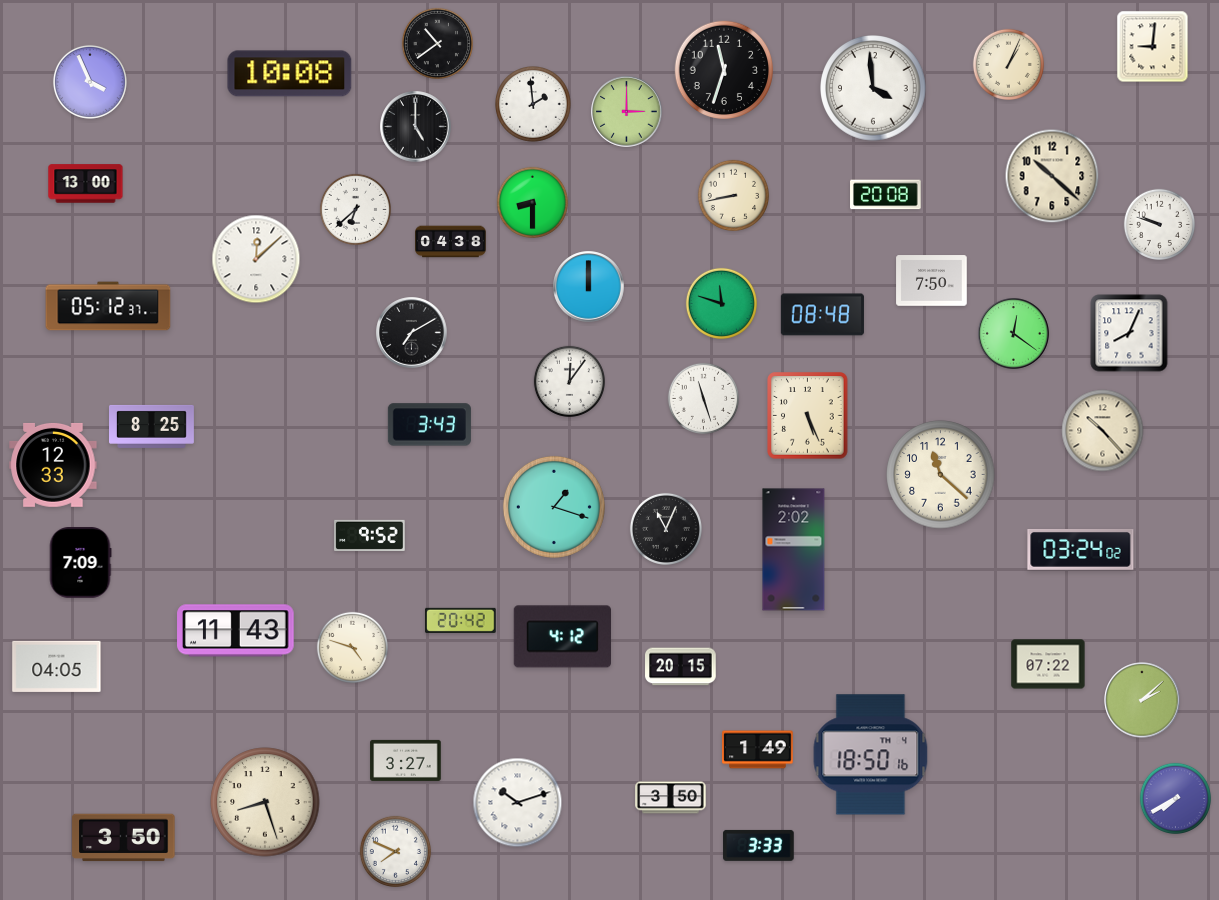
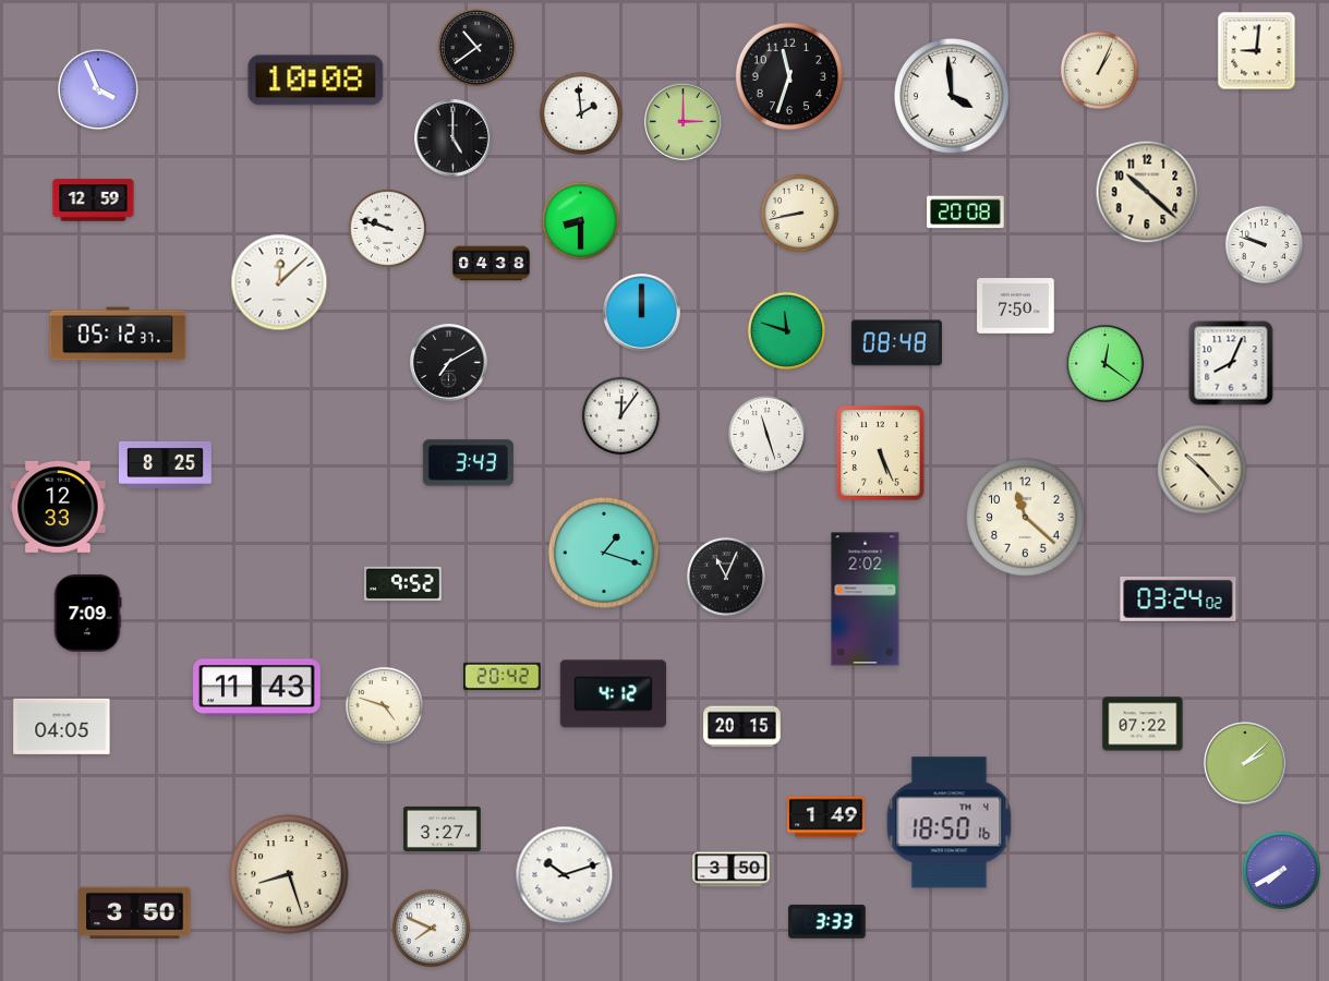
clock at (86, 184): 13:00 -> 12:59
clock at (355, 209): 6:38 -> 9:48
